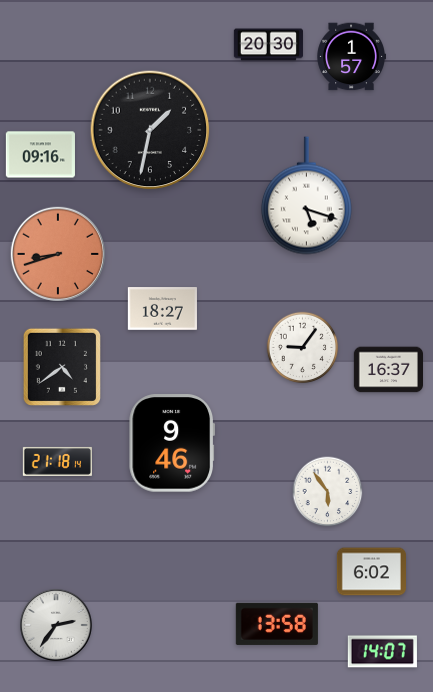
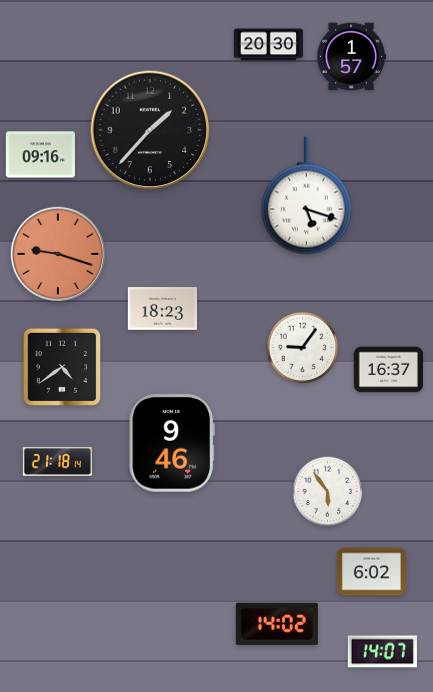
clock at (150, 130): 1:32 -> 1:37
clock at (58, 254): 8:42 -> 9:18
clock at (162, 309): 18:27 -> 18:23
clock at (277, 624): 13:58 -> 14:02
clock at (56, 625): 2:36 -> none
